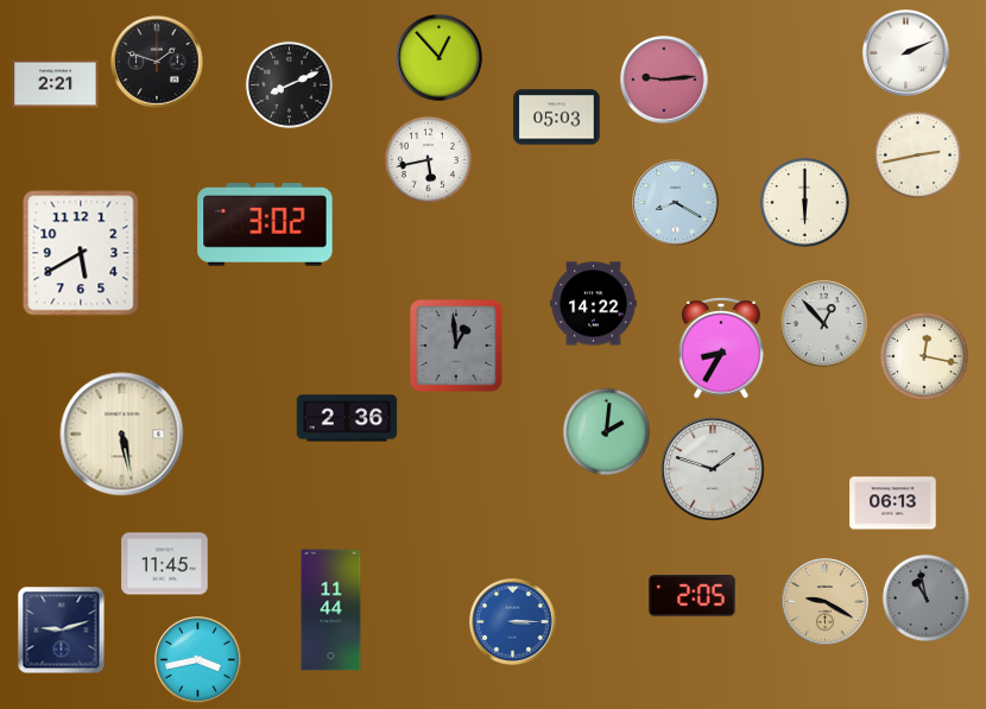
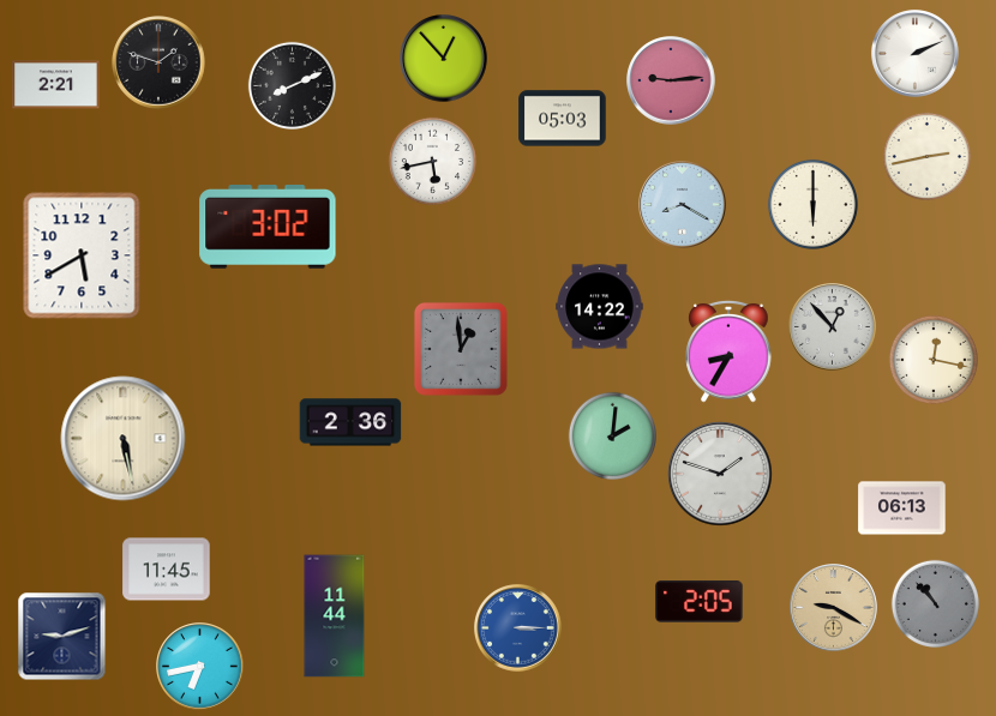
clock at (925, 597): 10:58 -> 10:53
clock at (198, 660): 3:43 -> 6:43
